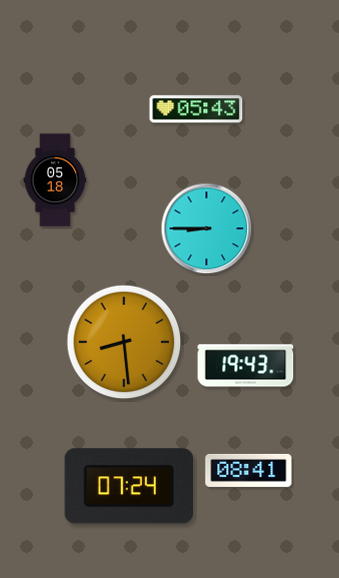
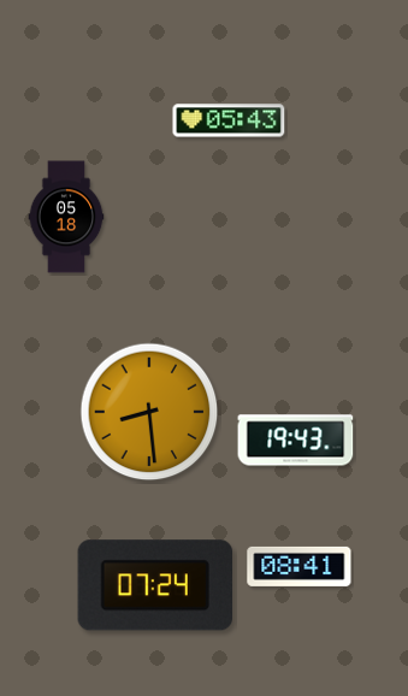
clock at (196, 109) position: (196, 109) -> (229, 120)
clock at (207, 229): 8:45 -> none
